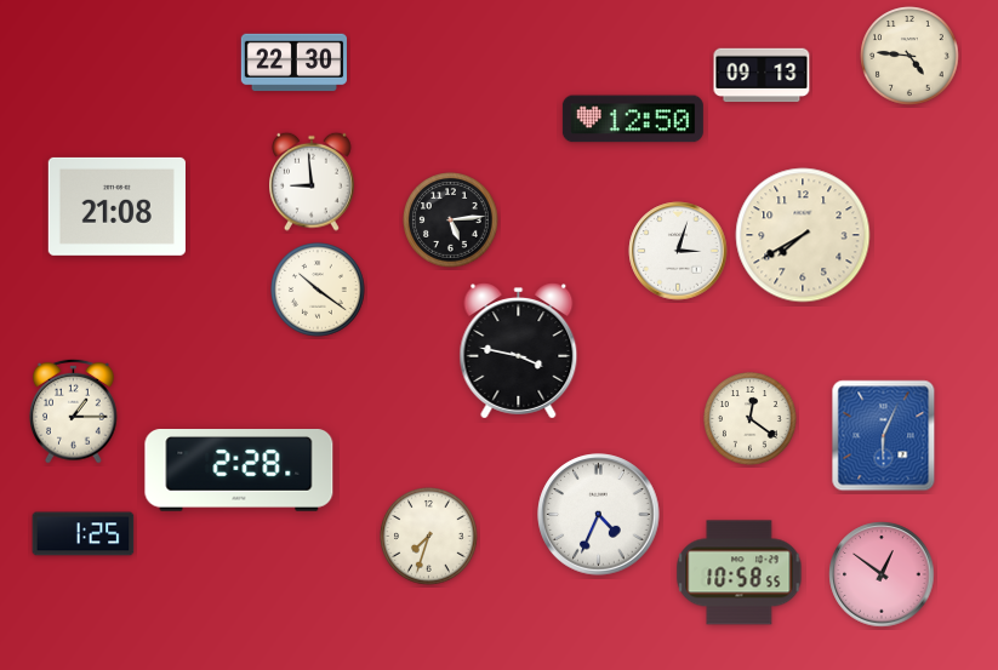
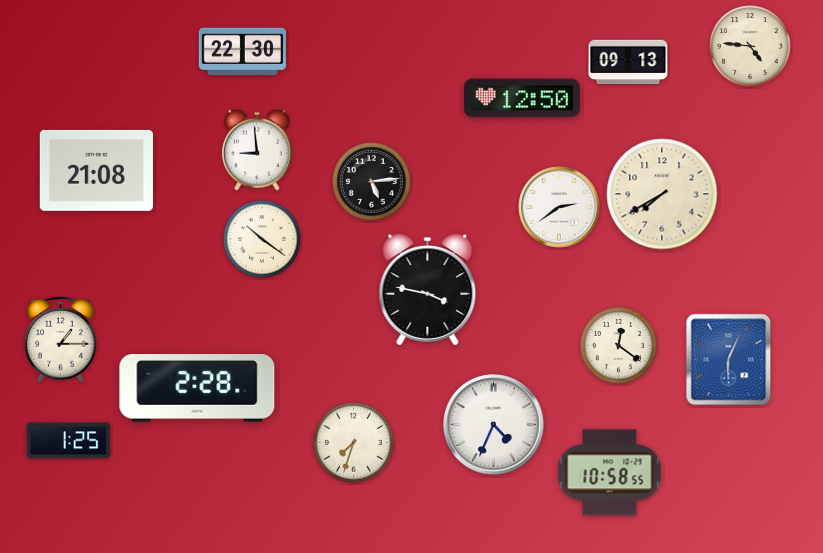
clock at (678, 251): 3:03 -> 2:39
clock at (882, 574): 12:51 -> none
